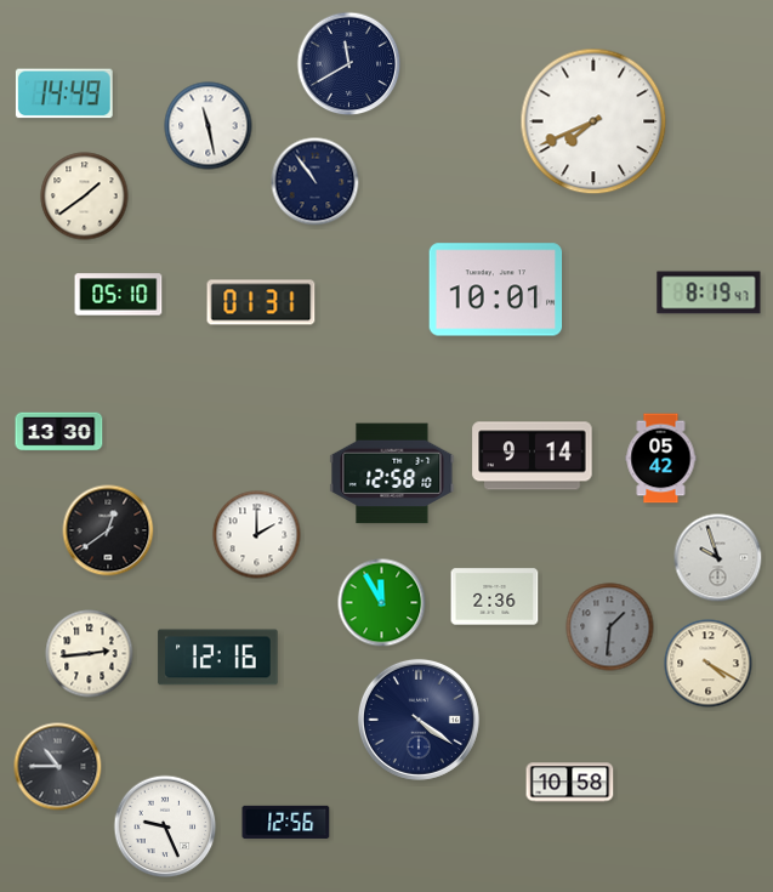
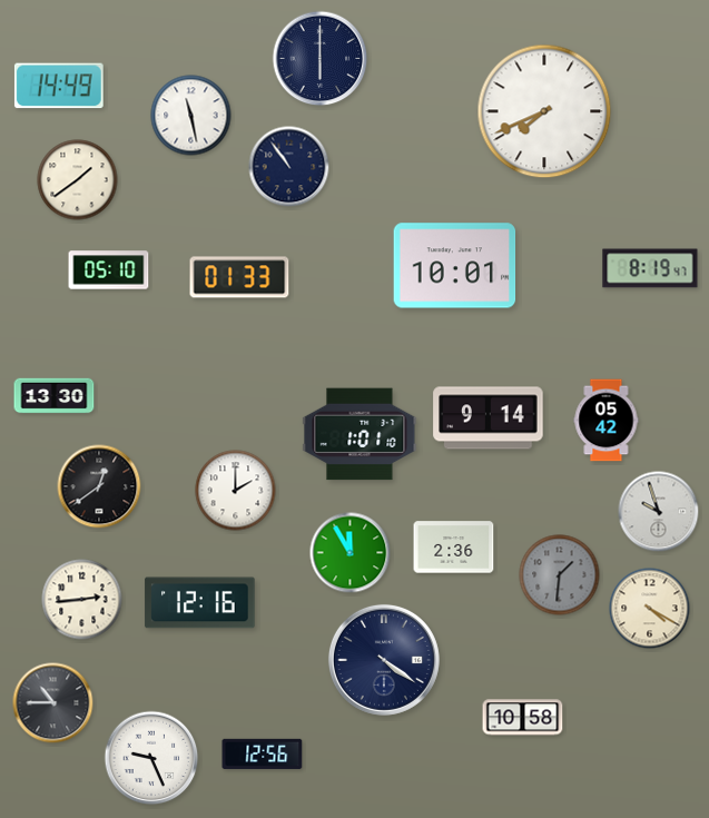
clock at (349, 64): 11:40 -> 6:00
clock at (261, 302): 01:31 -> 01:33
clock at (392, 473): 12:58 -> 1:01
